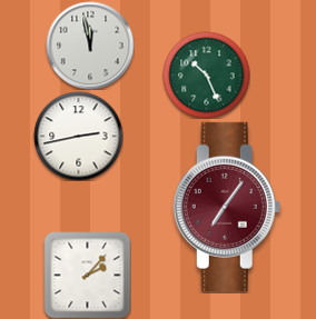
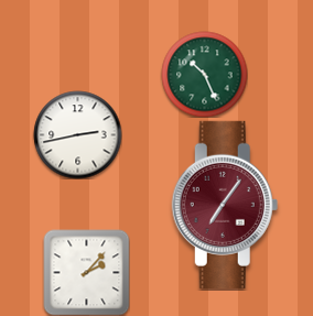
clock at (90, 46): 11:58 -> none
